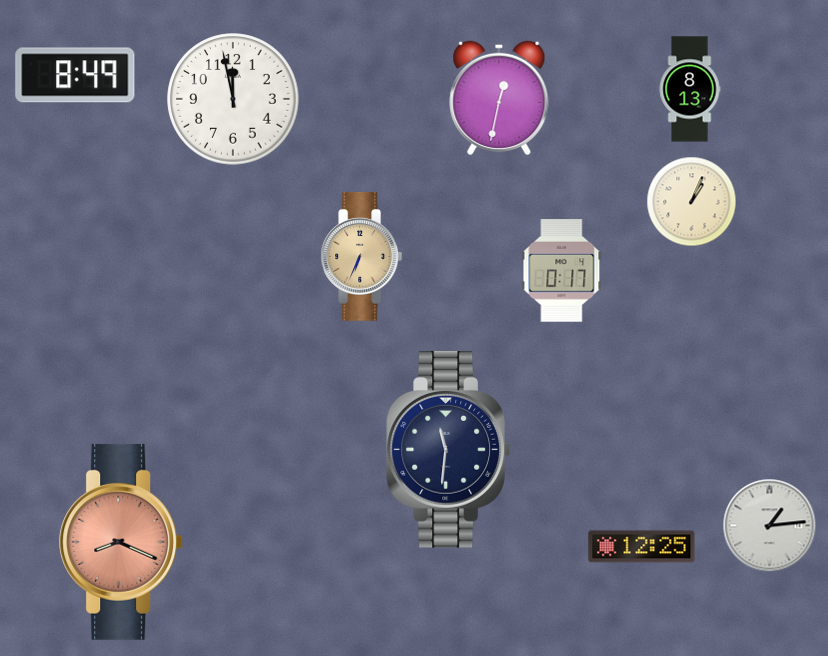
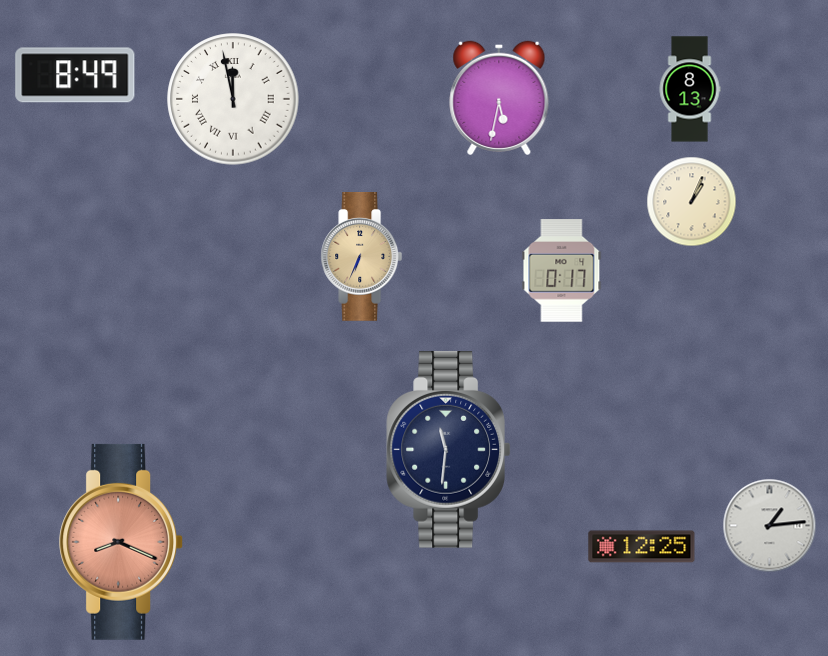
clock at (499, 98): 12:32 -> 5:32
clock at (233, 99) numerals: Arabic -> Roman
